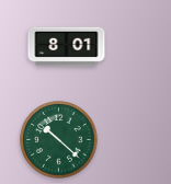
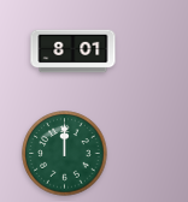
clock at (59, 140): 10:22 -> 12:00
